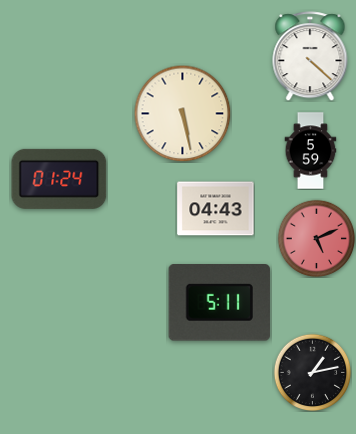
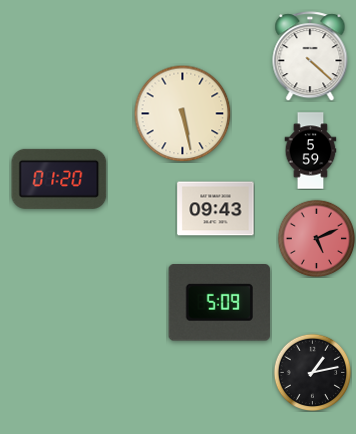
clock at (59, 179): 01:24 -> 01:20
clock at (216, 209): 04:43 -> 09:43
clock at (219, 303): 5:11 -> 5:09
